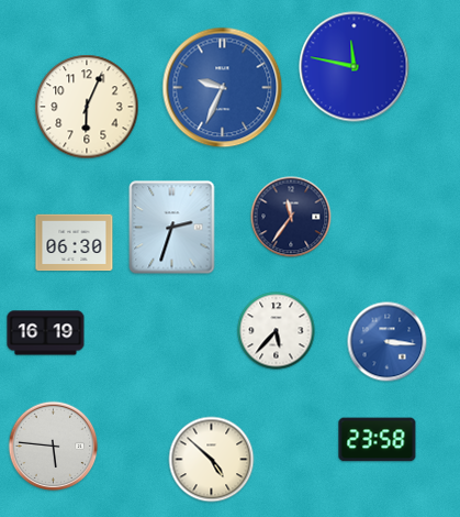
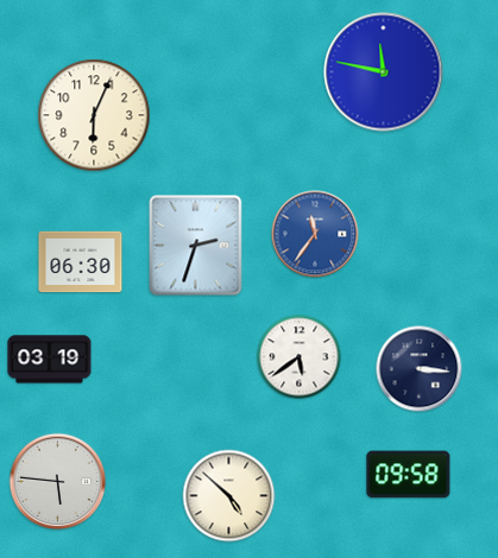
clock at (223, 88): 9:34 -> none
clock at (291, 217) dial: navy -> blue
clock at (172, 228) position: (172, 228) -> (196, 246)
clock at (277, 331): 5:37 -> 5:39
clock at (46, 333): 16:19 -> 03:19
clock at (388, 342) dial: blue -> navy
clock at (378, 440): 23:58 -> 09:58
